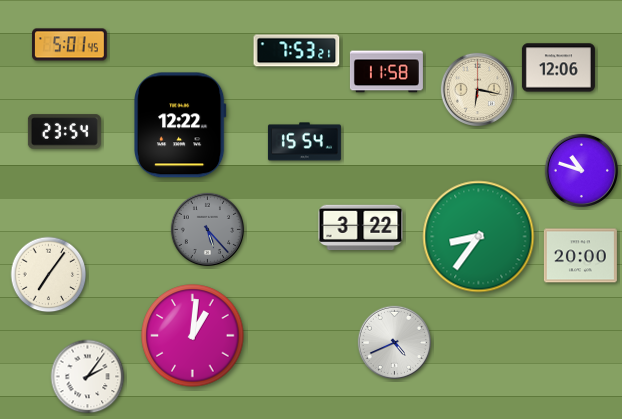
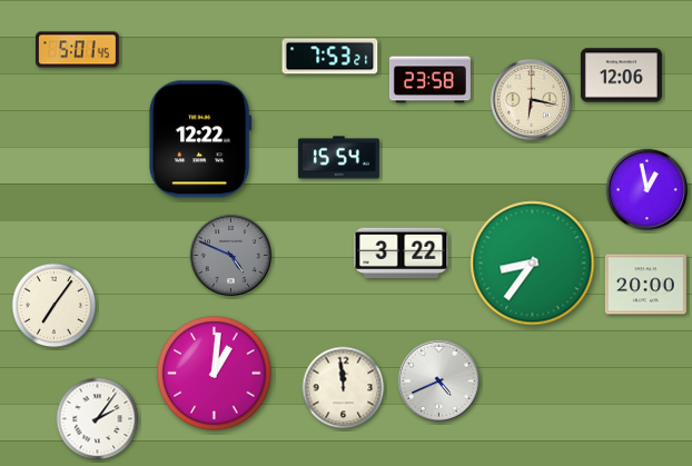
clock at (386, 72): 11:58 -> 23:58
clock at (64, 132): 23:54 -> none
clock at (581, 170): 10:48 -> 12:58
clock at (207, 229): 5:23 -> 4:49
clock at (344, 388): none -> 11:59
